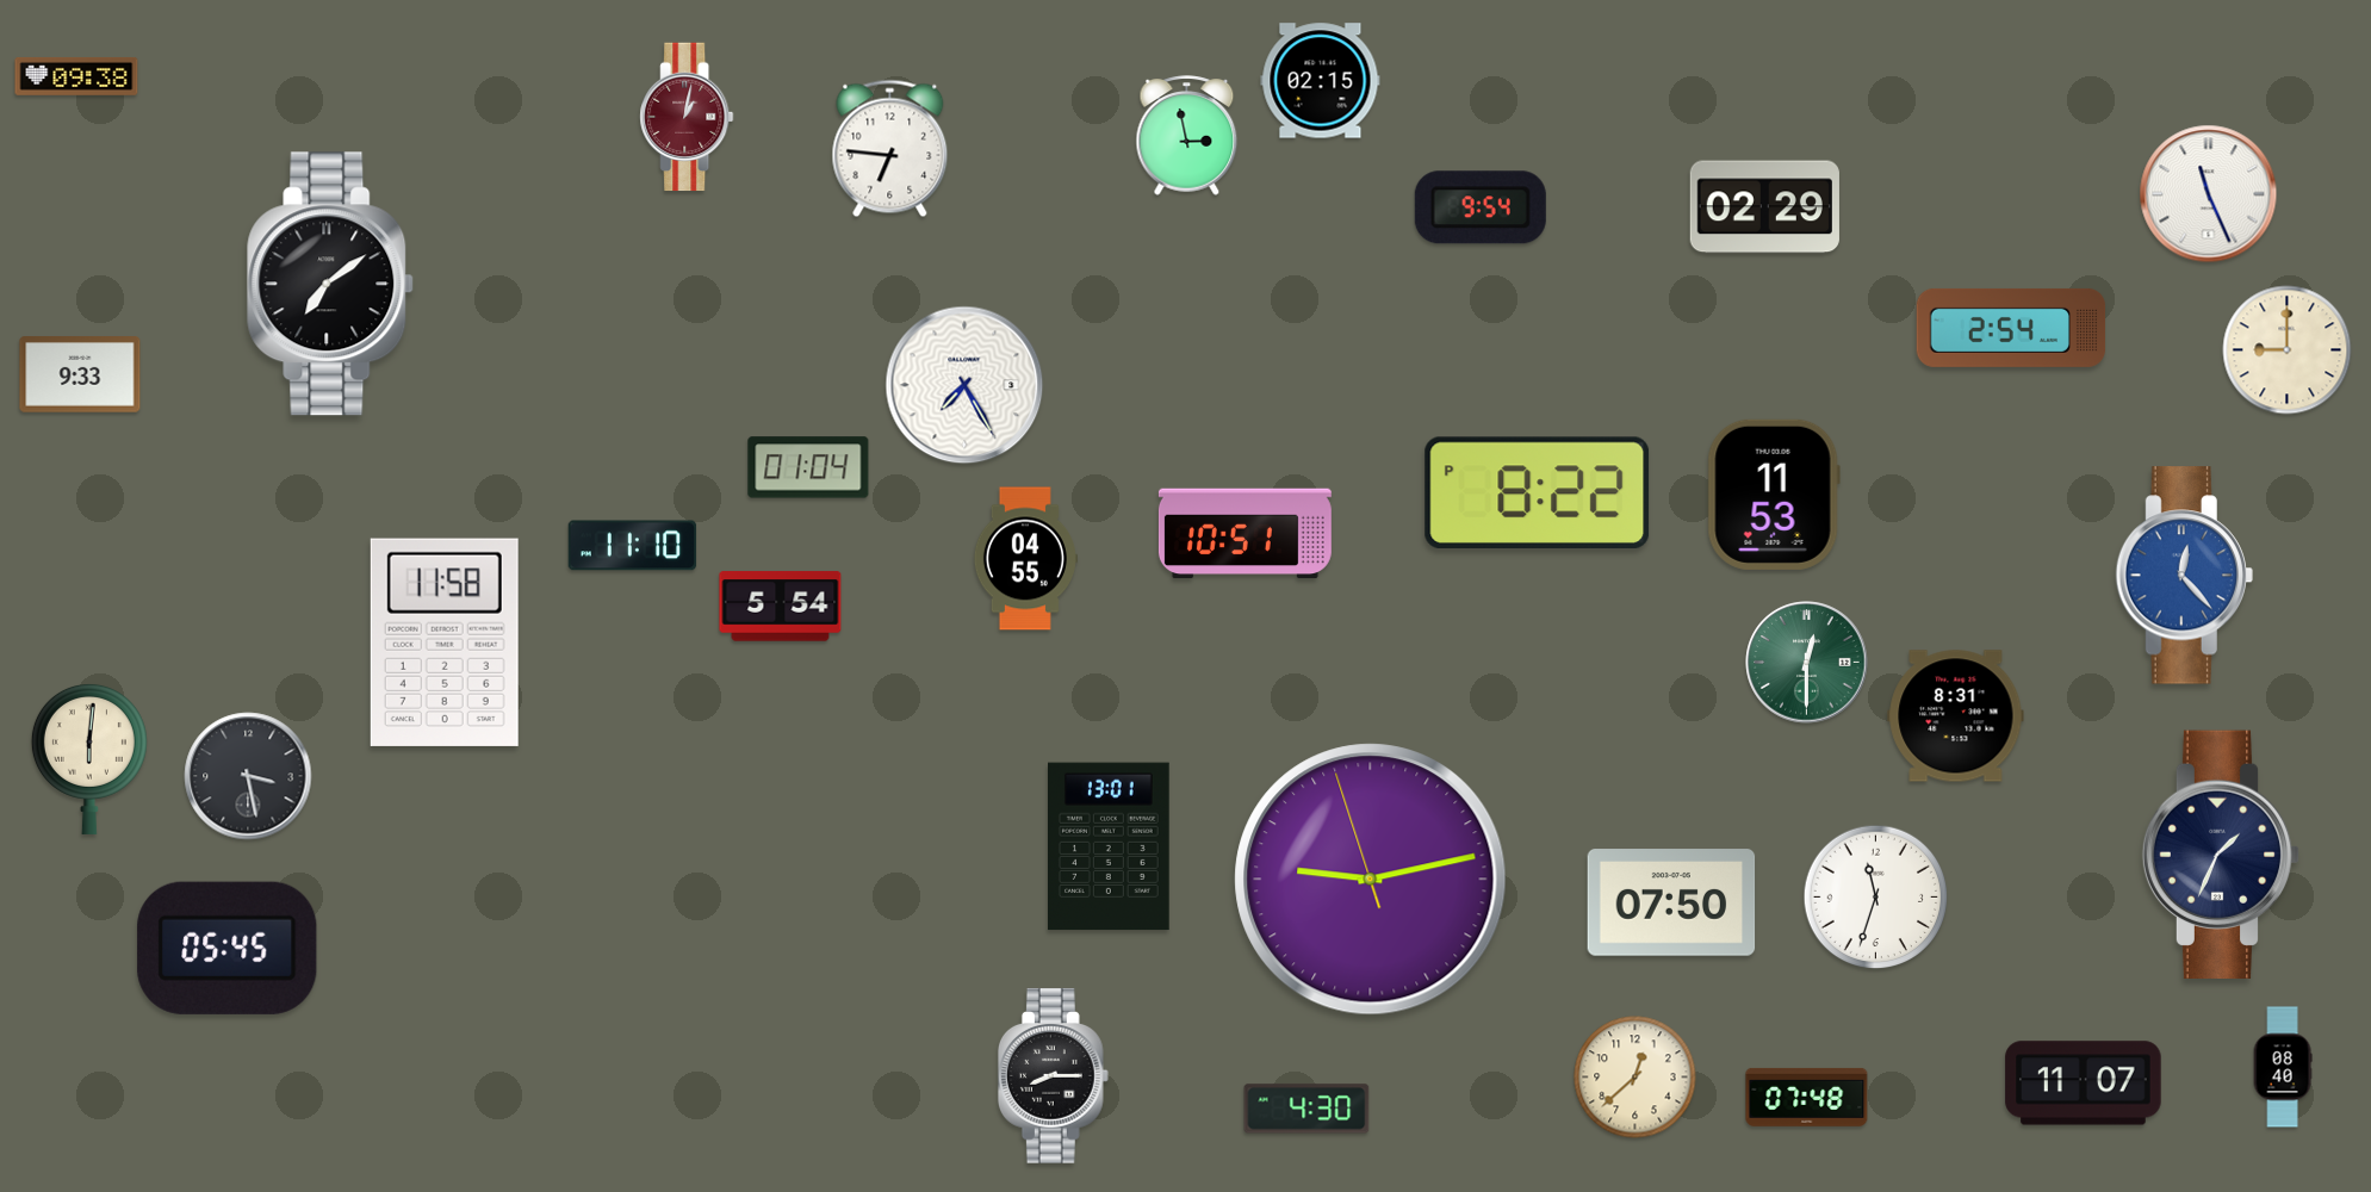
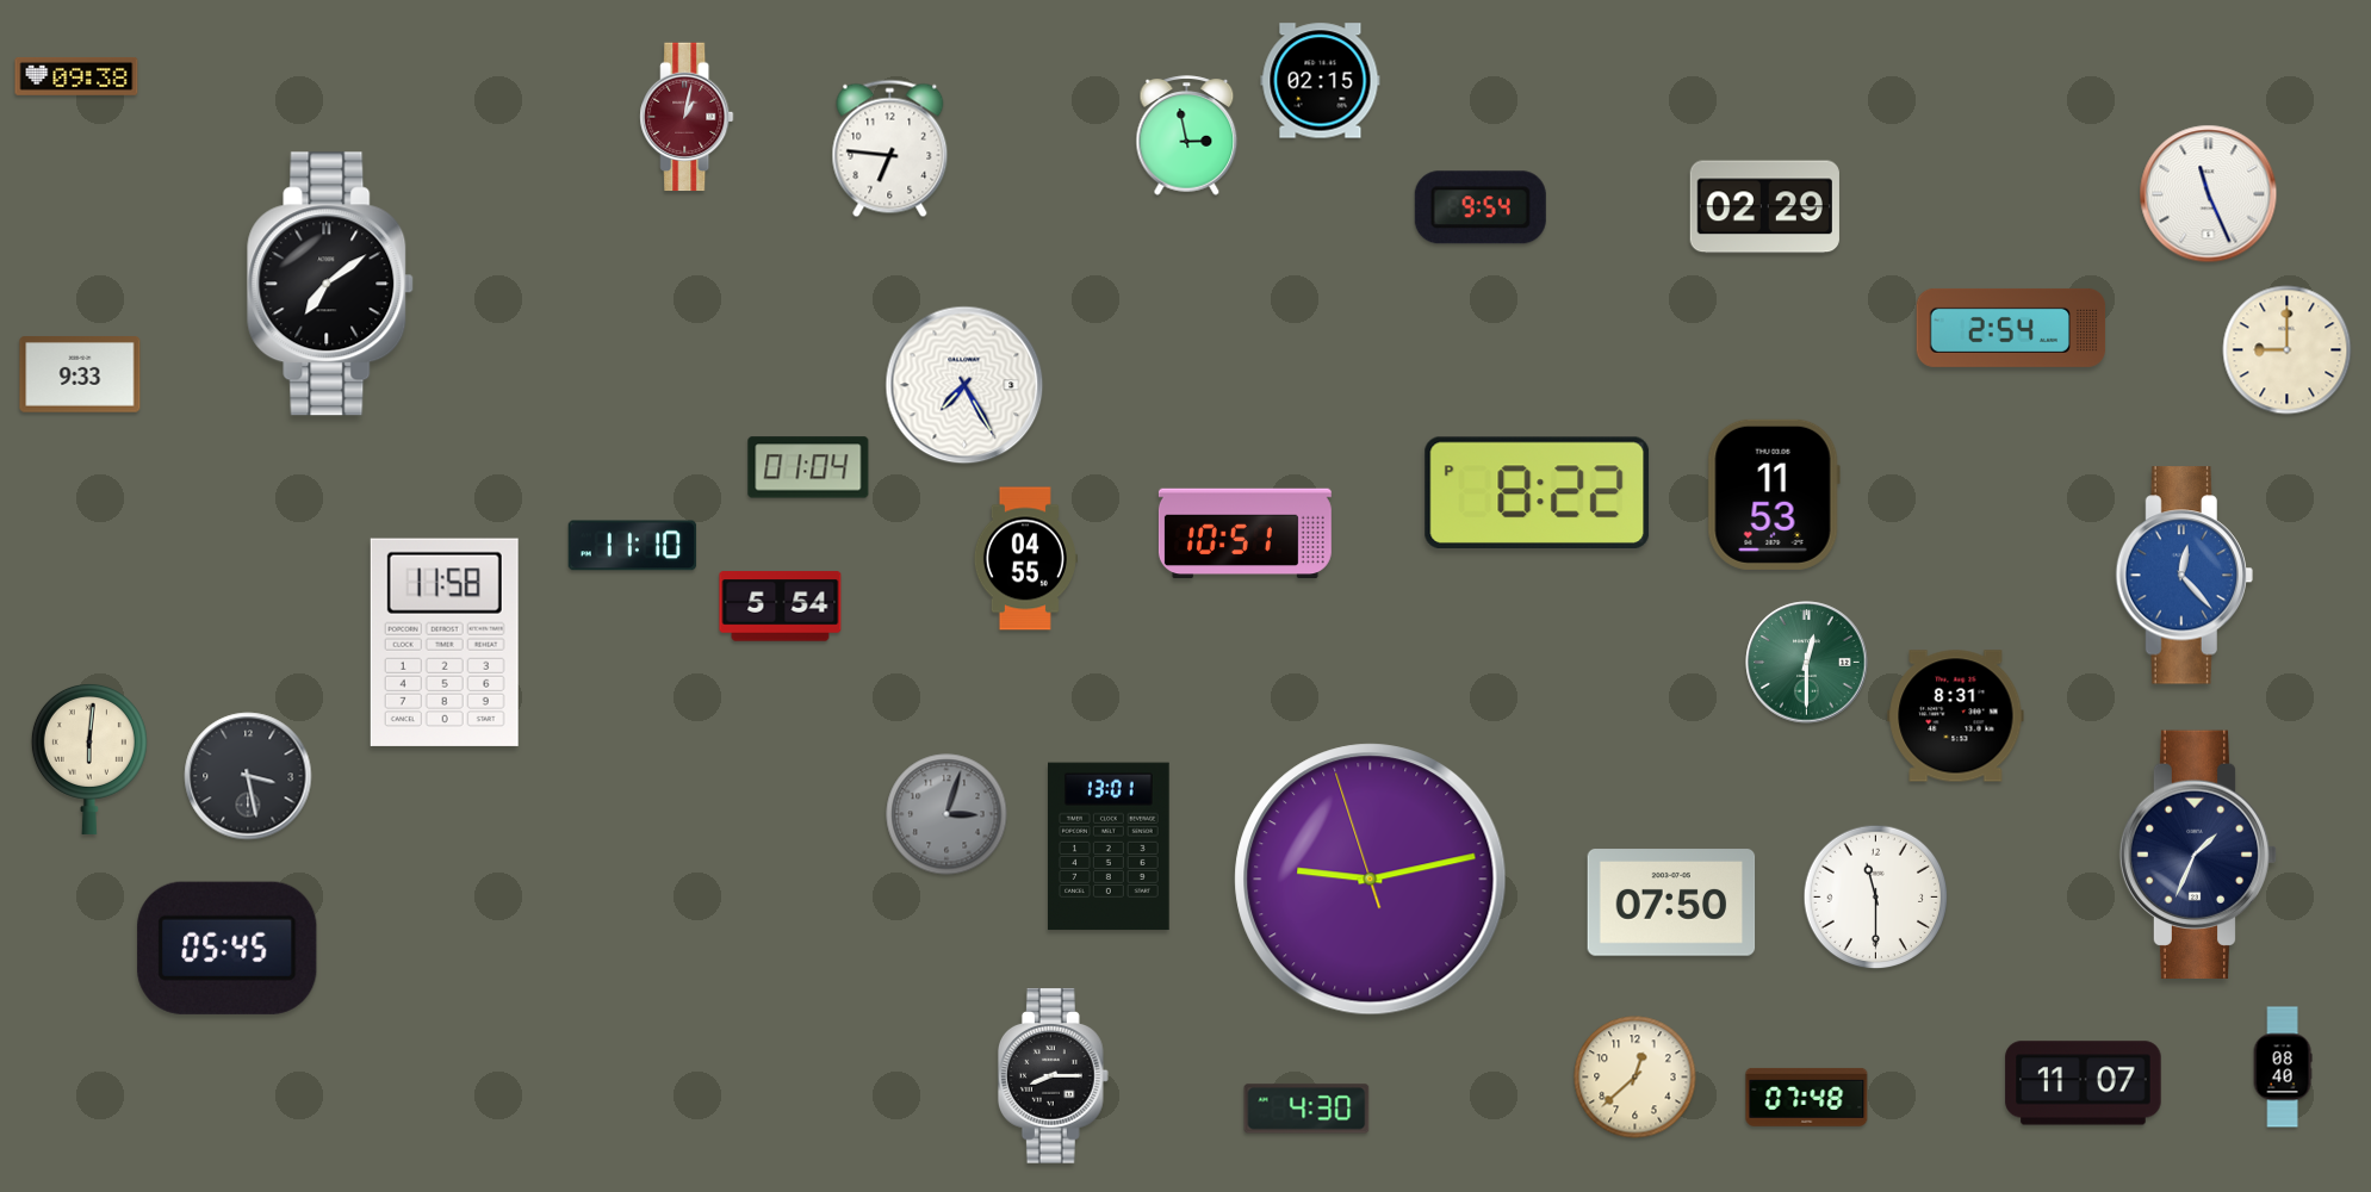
clock at (946, 814): none -> 3:03
clock at (2221, 853) position: (2221, 853) -> (2198, 853)
clock at (1876, 898): 11:33 -> 11:30
